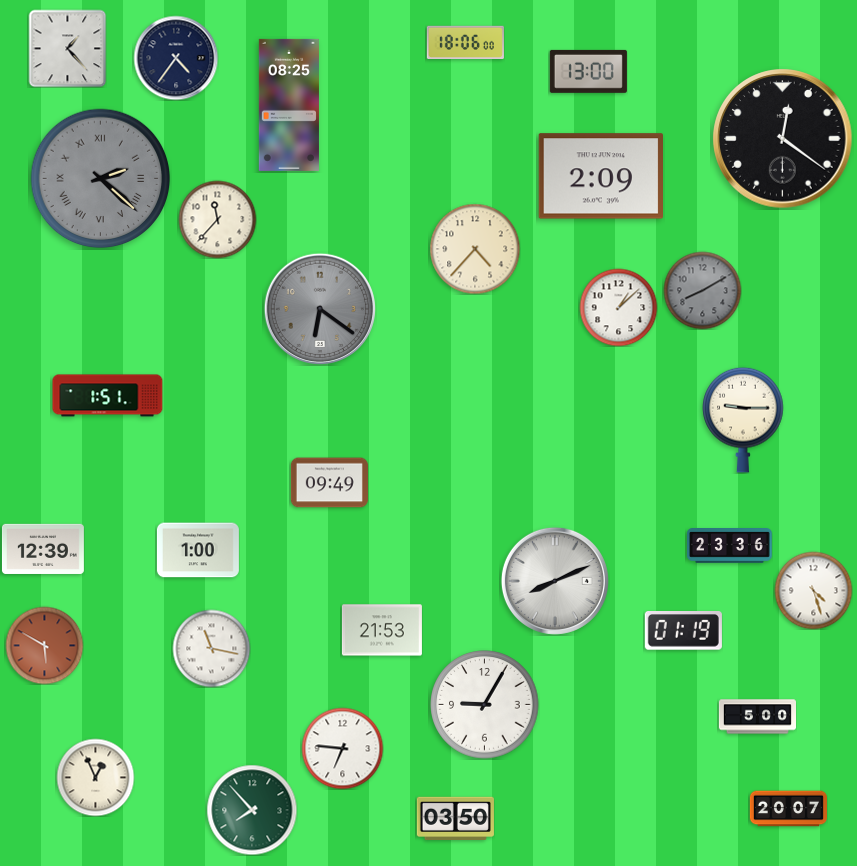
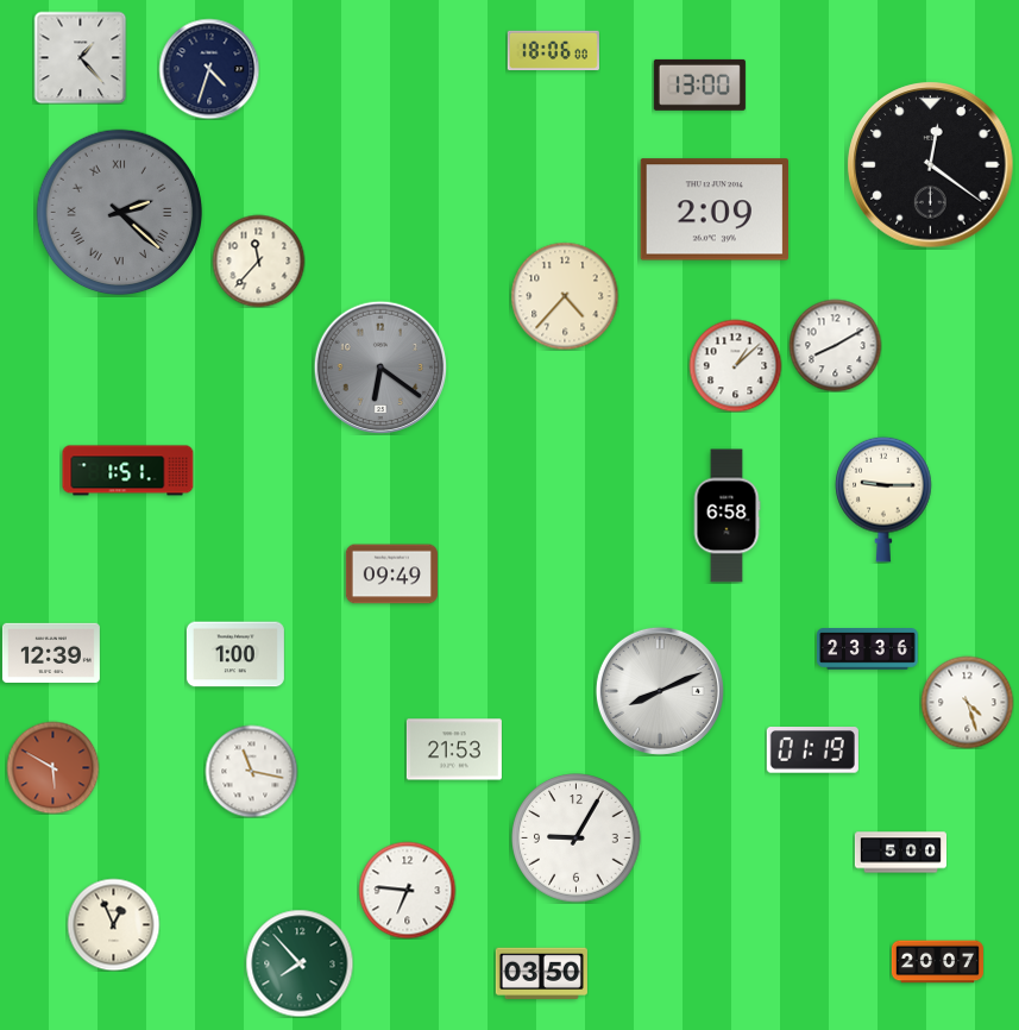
clock at (176, 58): 4:36 -> 4:33
clock at (289, 105): 08:25 -> none
clock at (702, 290) dial: grey -> white
clock at (726, 516): none -> 6:58
